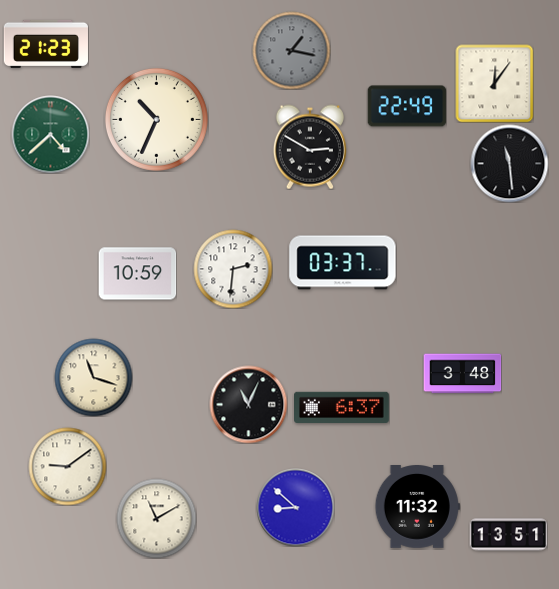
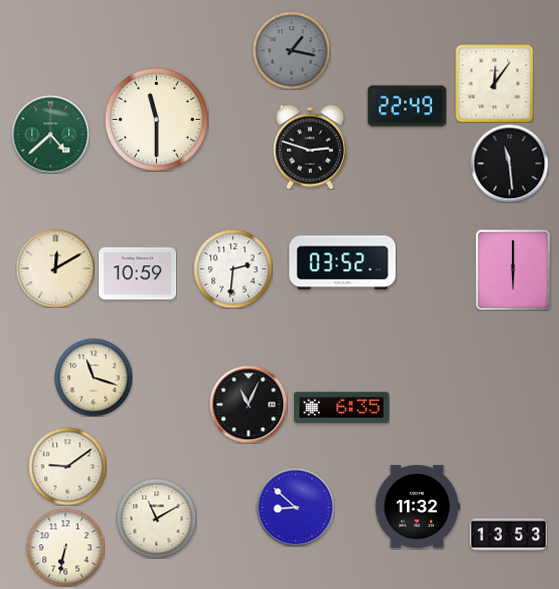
clock at (46, 44): 21:23 -> none
clock at (156, 119): 10:34 -> 11:30
clock at (310, 147): 2:50 -> 2:48
clock at (343, 263): 03:37 -> 03:52
clock at (55, 268): none -> 12:10
clock at (514, 270): none -> 6:00
clock at (462, 374): 3:48 -> none
clock at (342, 407): 6:37 -> 6:35
clock at (508, 535): 13:51 -> 13:53
clock at (65, 547): none -> 6:32
